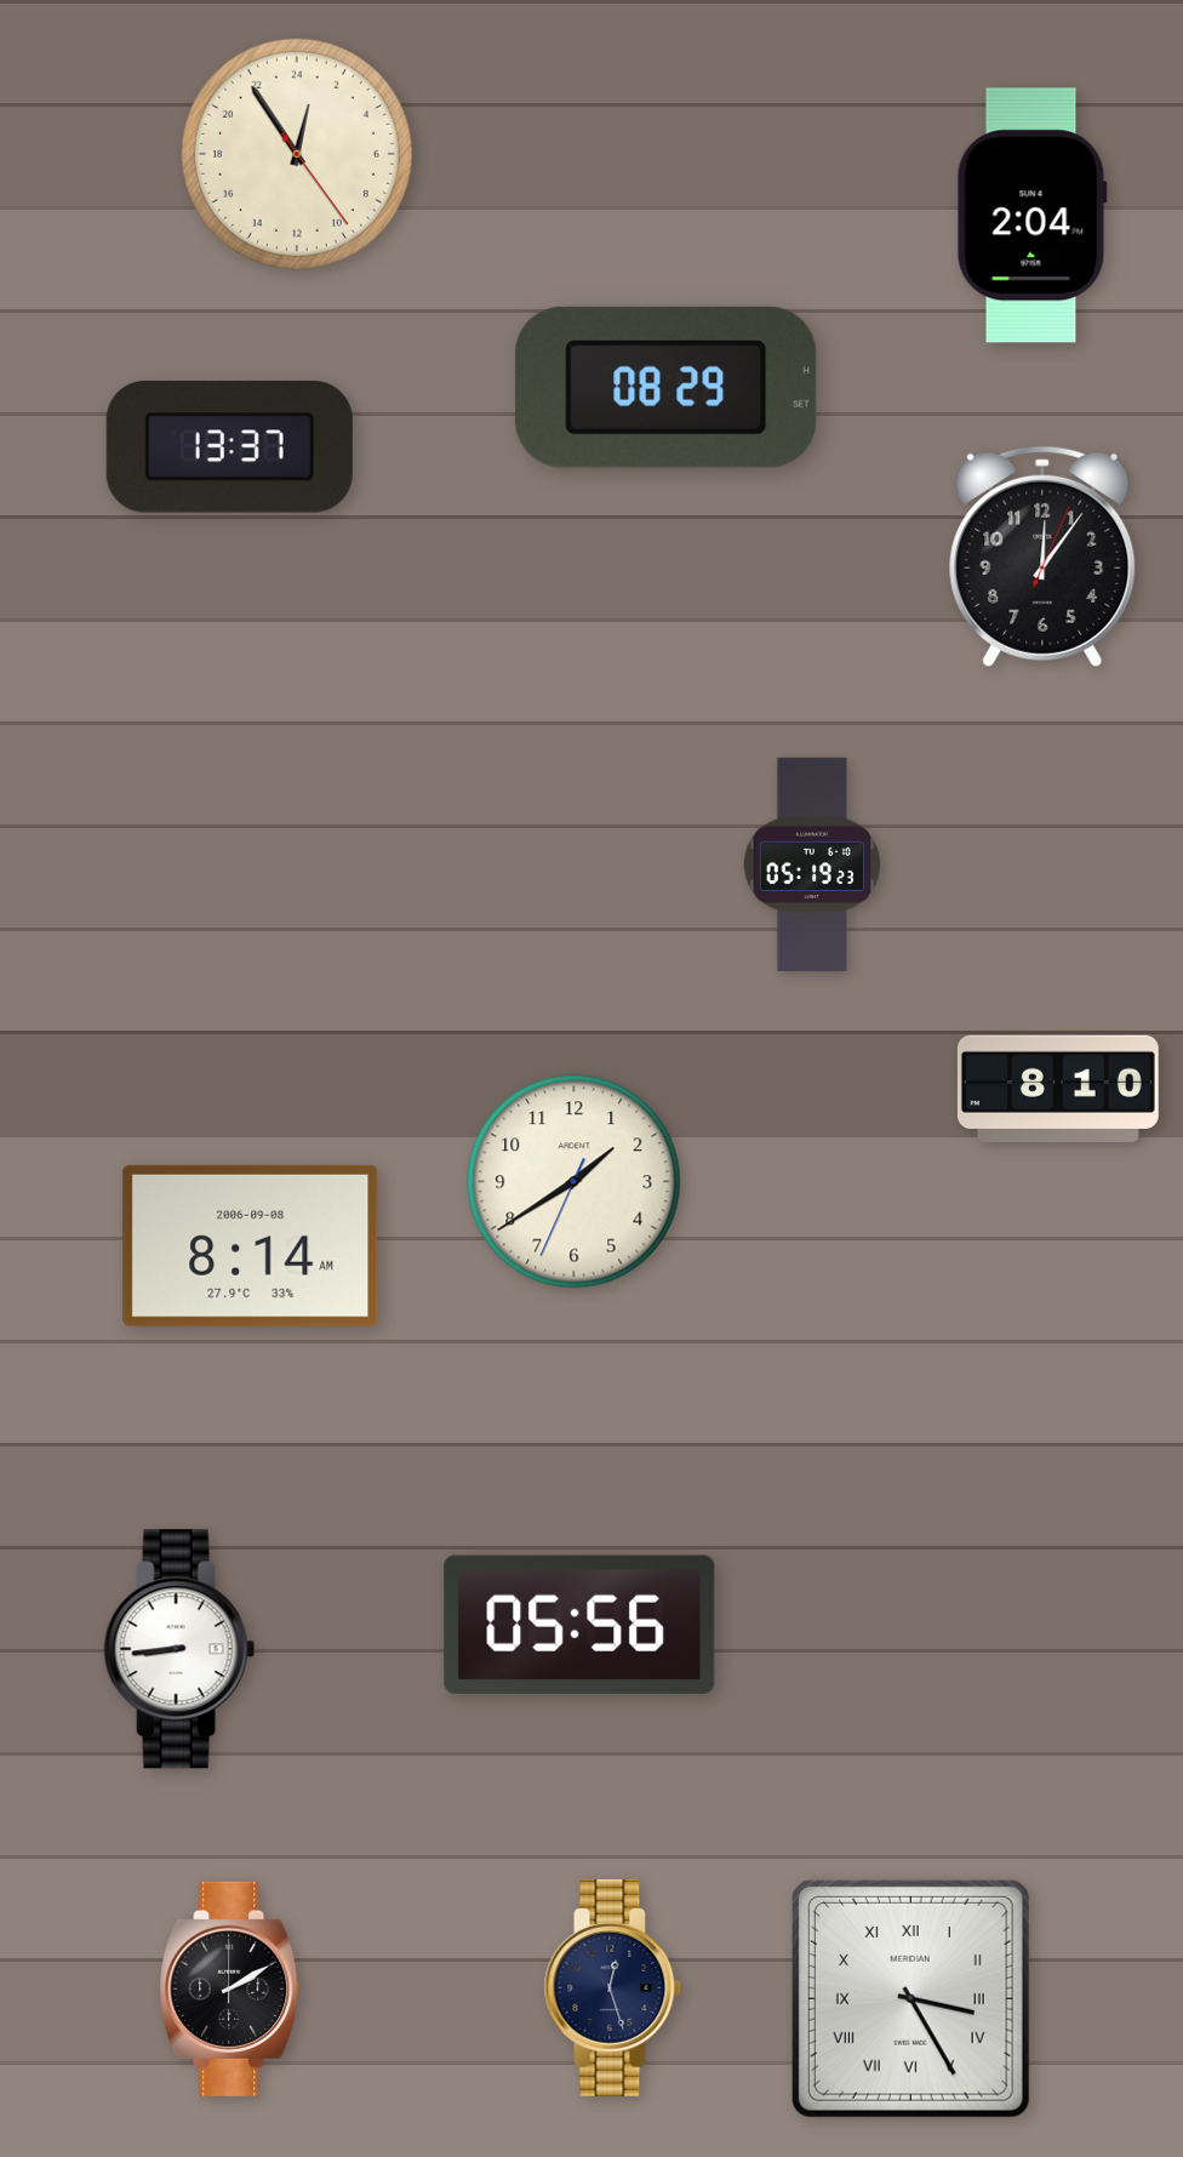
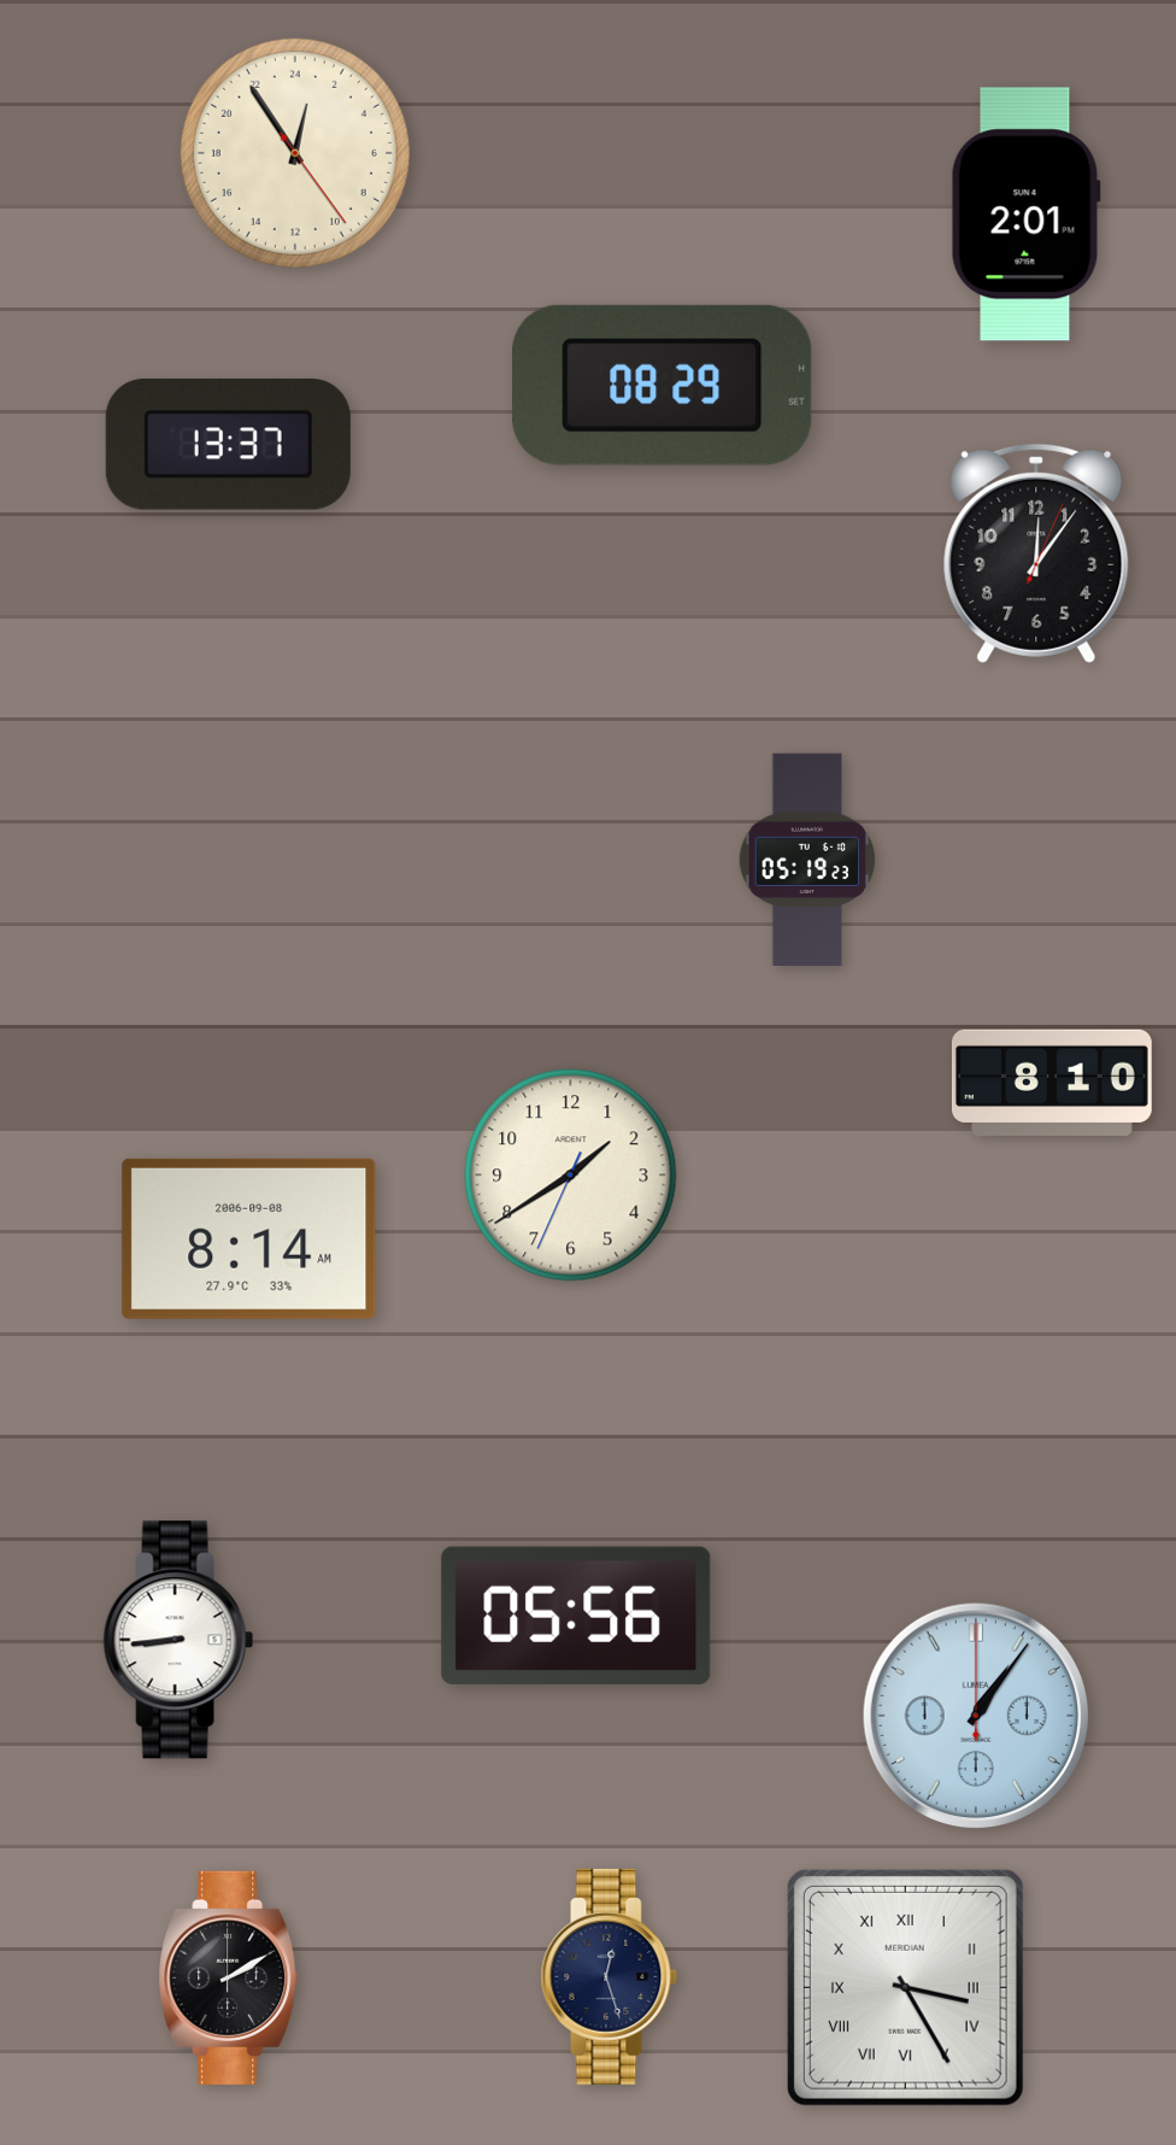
clock at (1031, 216): 2:04 -> 2:01
clock at (975, 1715): none -> 1:06
